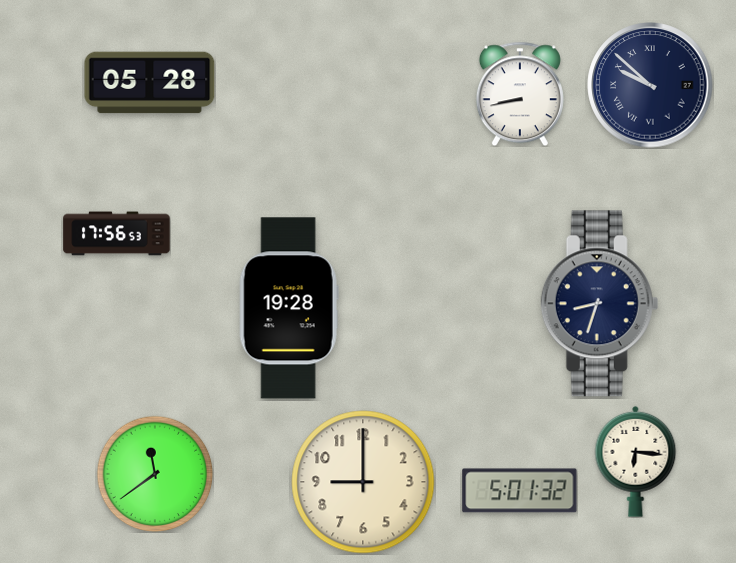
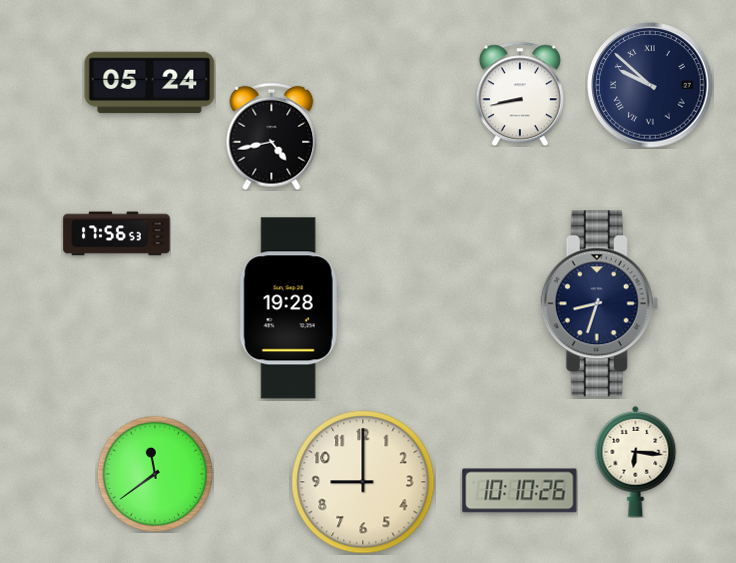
clock at (150, 83): 05:28 -> 05:24
clock at (272, 136): none -> 4:43
clock at (520, 491): 5:01 -> 10:10
